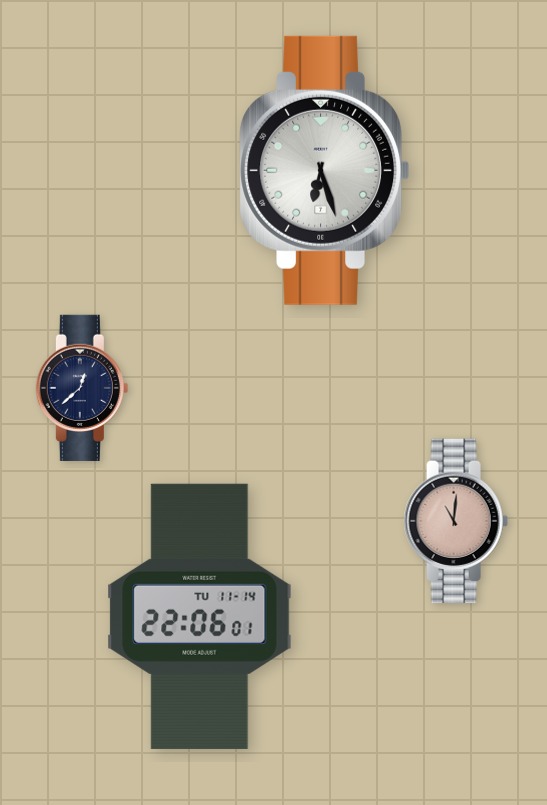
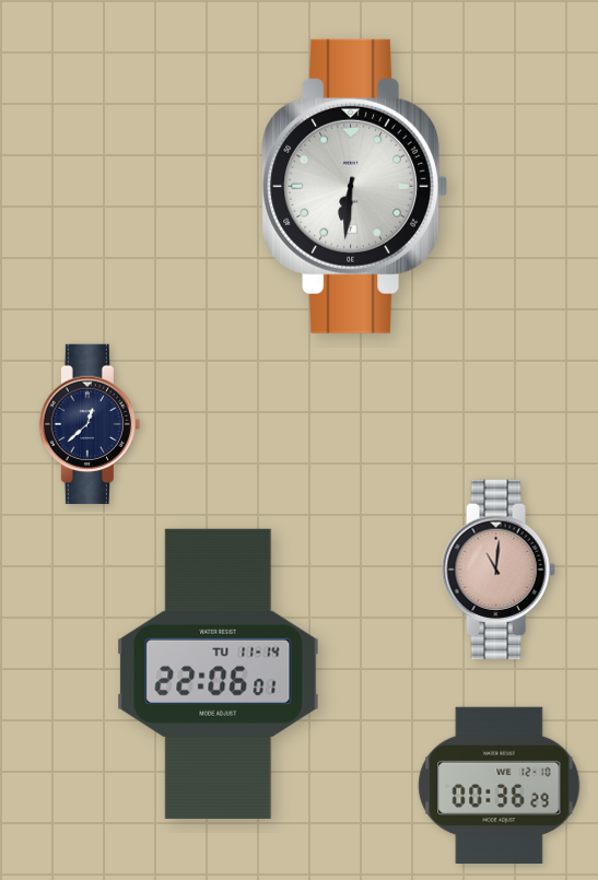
clock at (325, 170): 6:27 -> 6:31
clock at (500, 785): none -> 00:36
